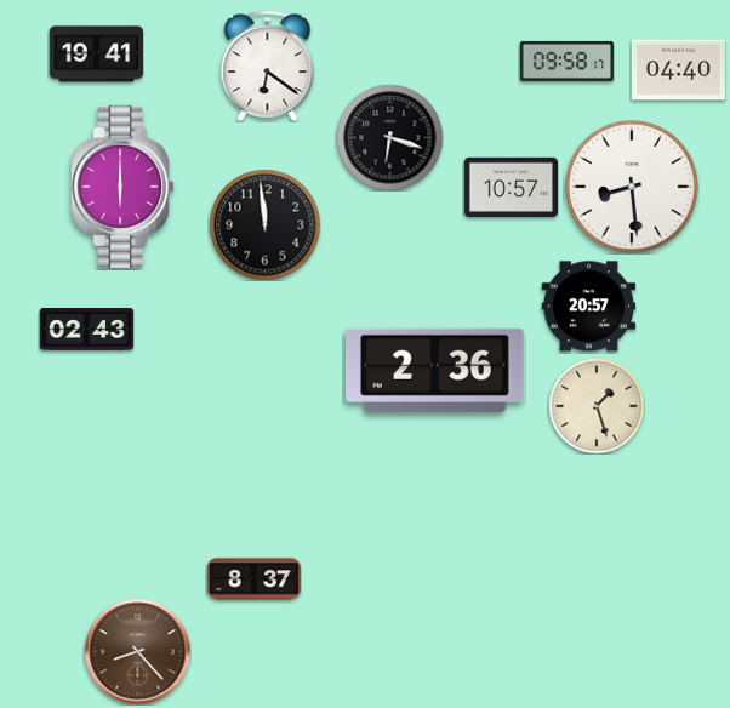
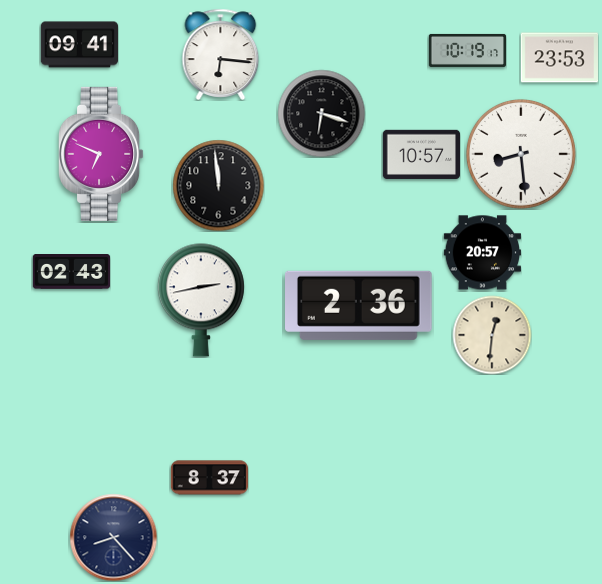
clock at (96, 55): 19:41 -> 09:41
clock at (566, 61): 09:58 -> 10:19
clock at (268, 65): 6:21 -> 6:16
clock at (678, 70): 04:40 -> 23:53
clock at (124, 187): 6:00 -> 6:49
clock at (588, 307) position: (588, 307) -> (482, 253)
clock at (201, 300): none -> 2:43
clock at (597, 406): 1:27 -> 12:31
clock at (137, 651) dial: brown -> navy
